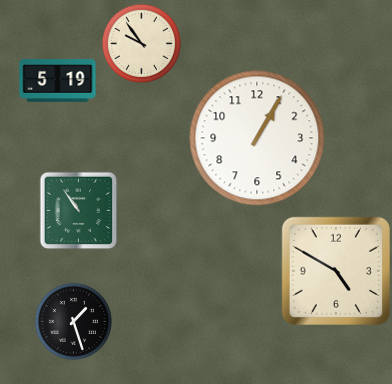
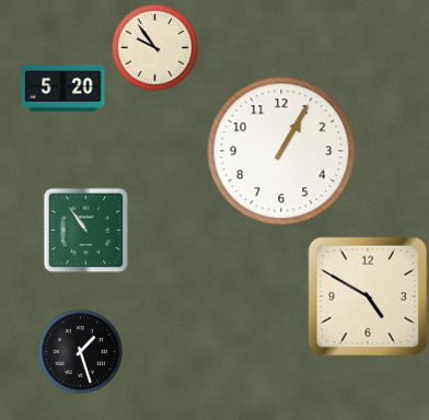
clock at (58, 81): 5:19 -> 5:20
